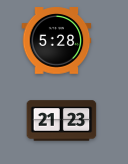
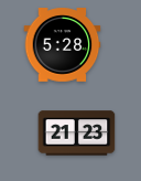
clock at (62, 121) position: (62, 121) -> (77, 134)
